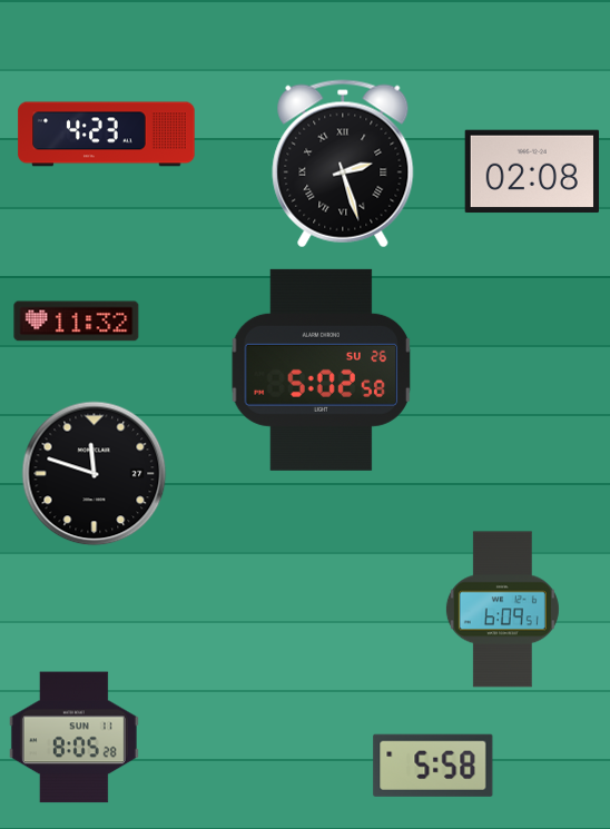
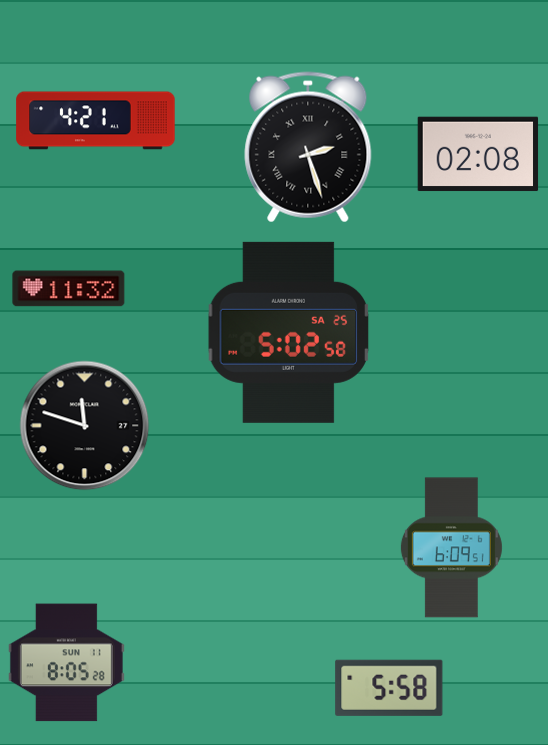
clock at (107, 135): 4:23 -> 4:21
clock at (322, 369) date: SU 26 -> SA 25
